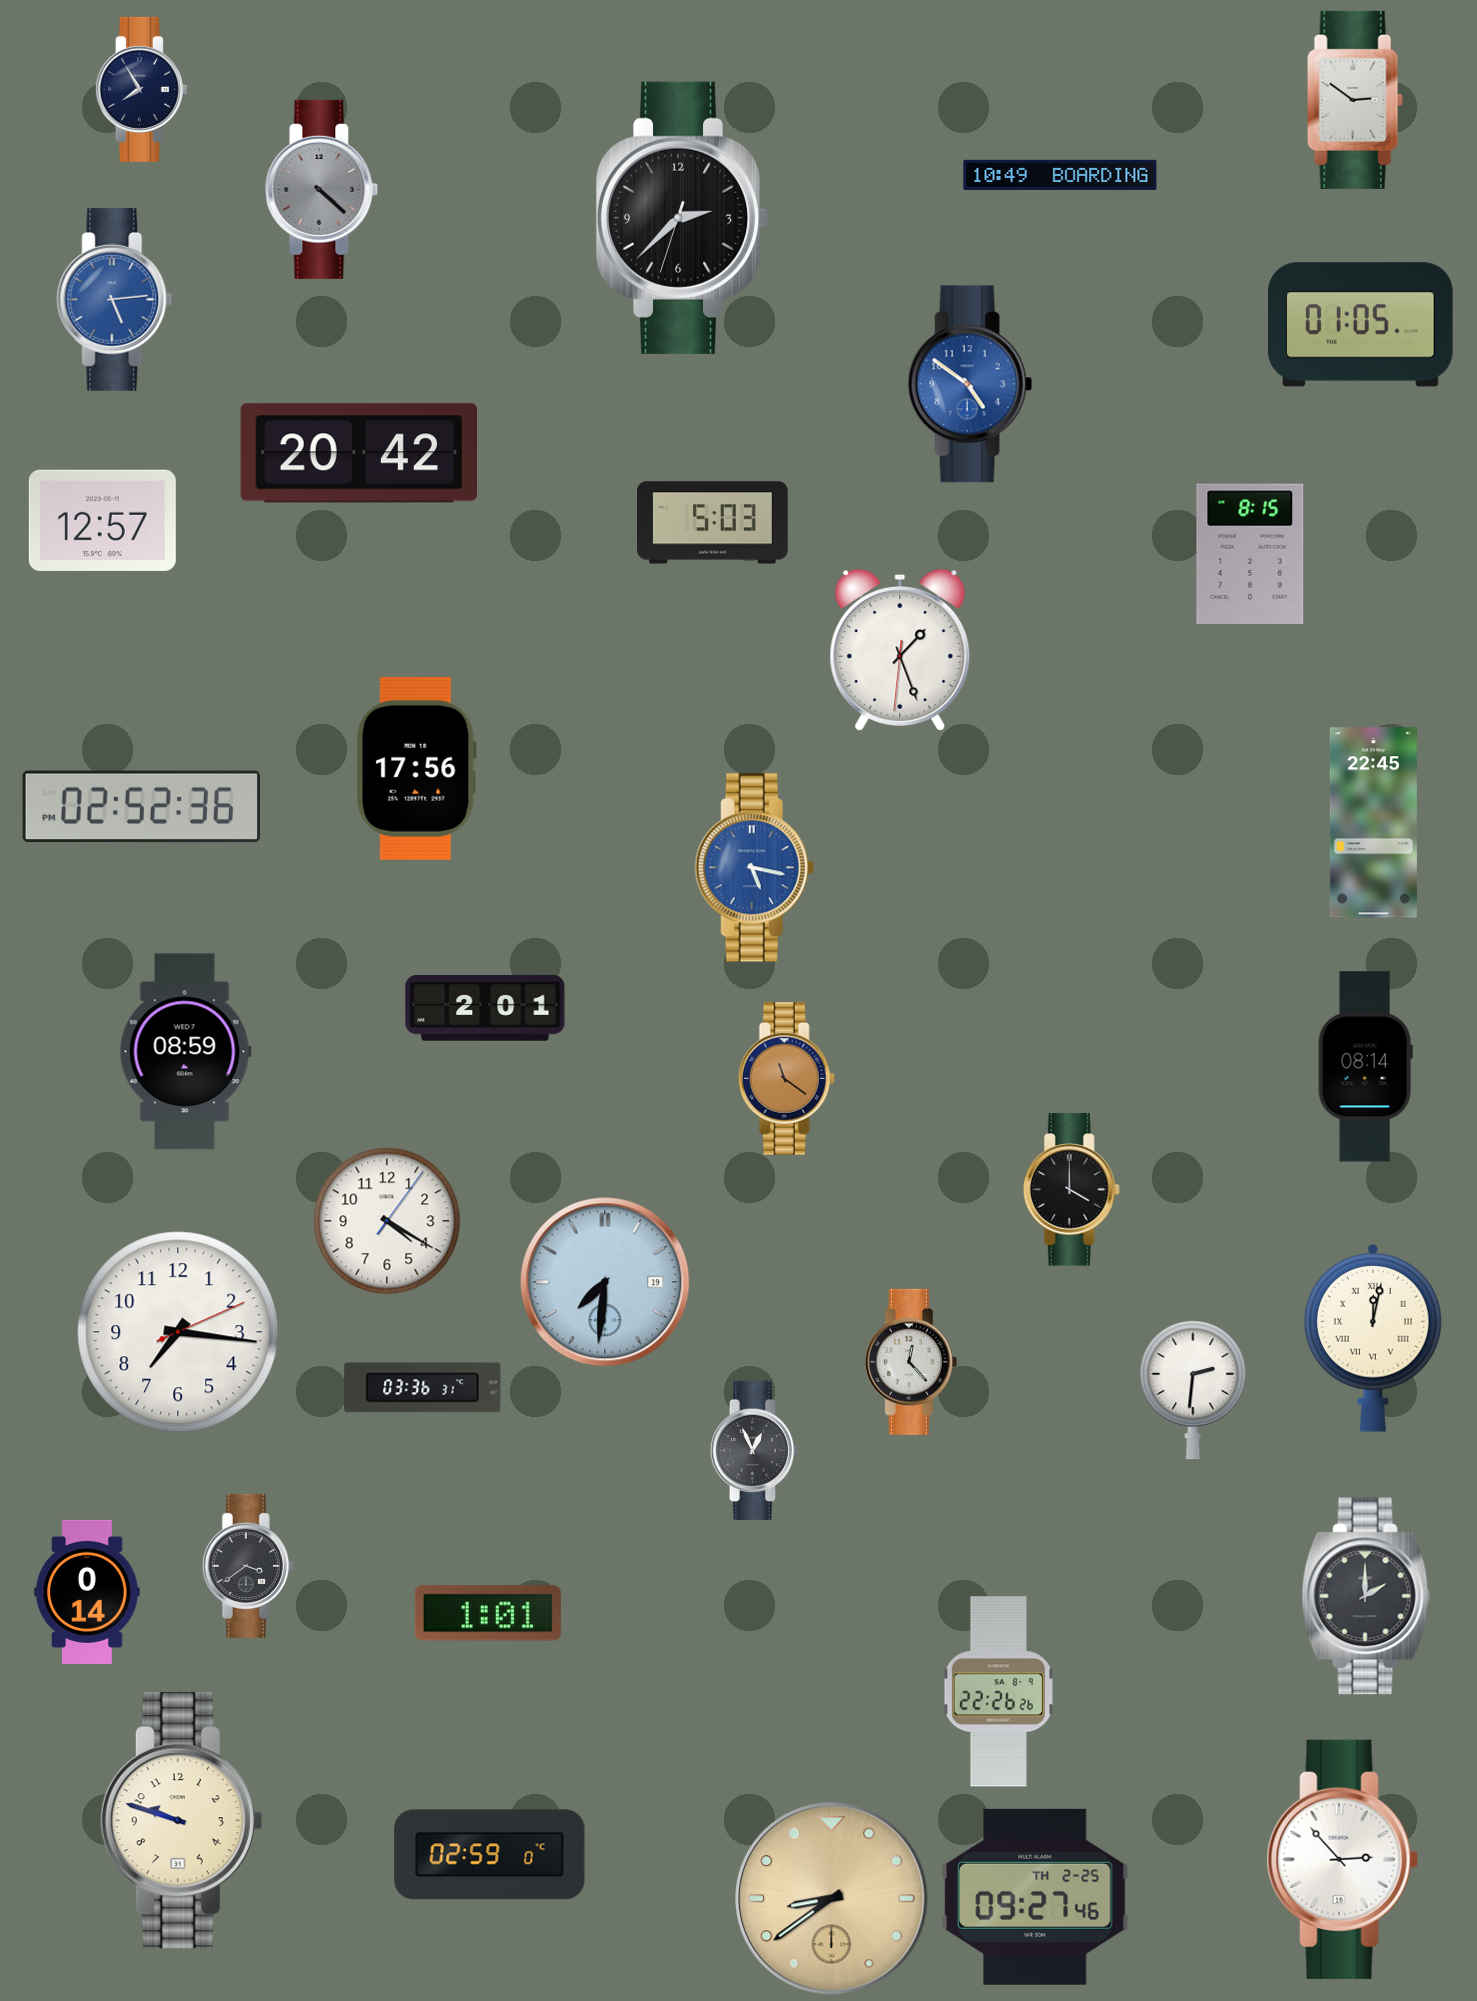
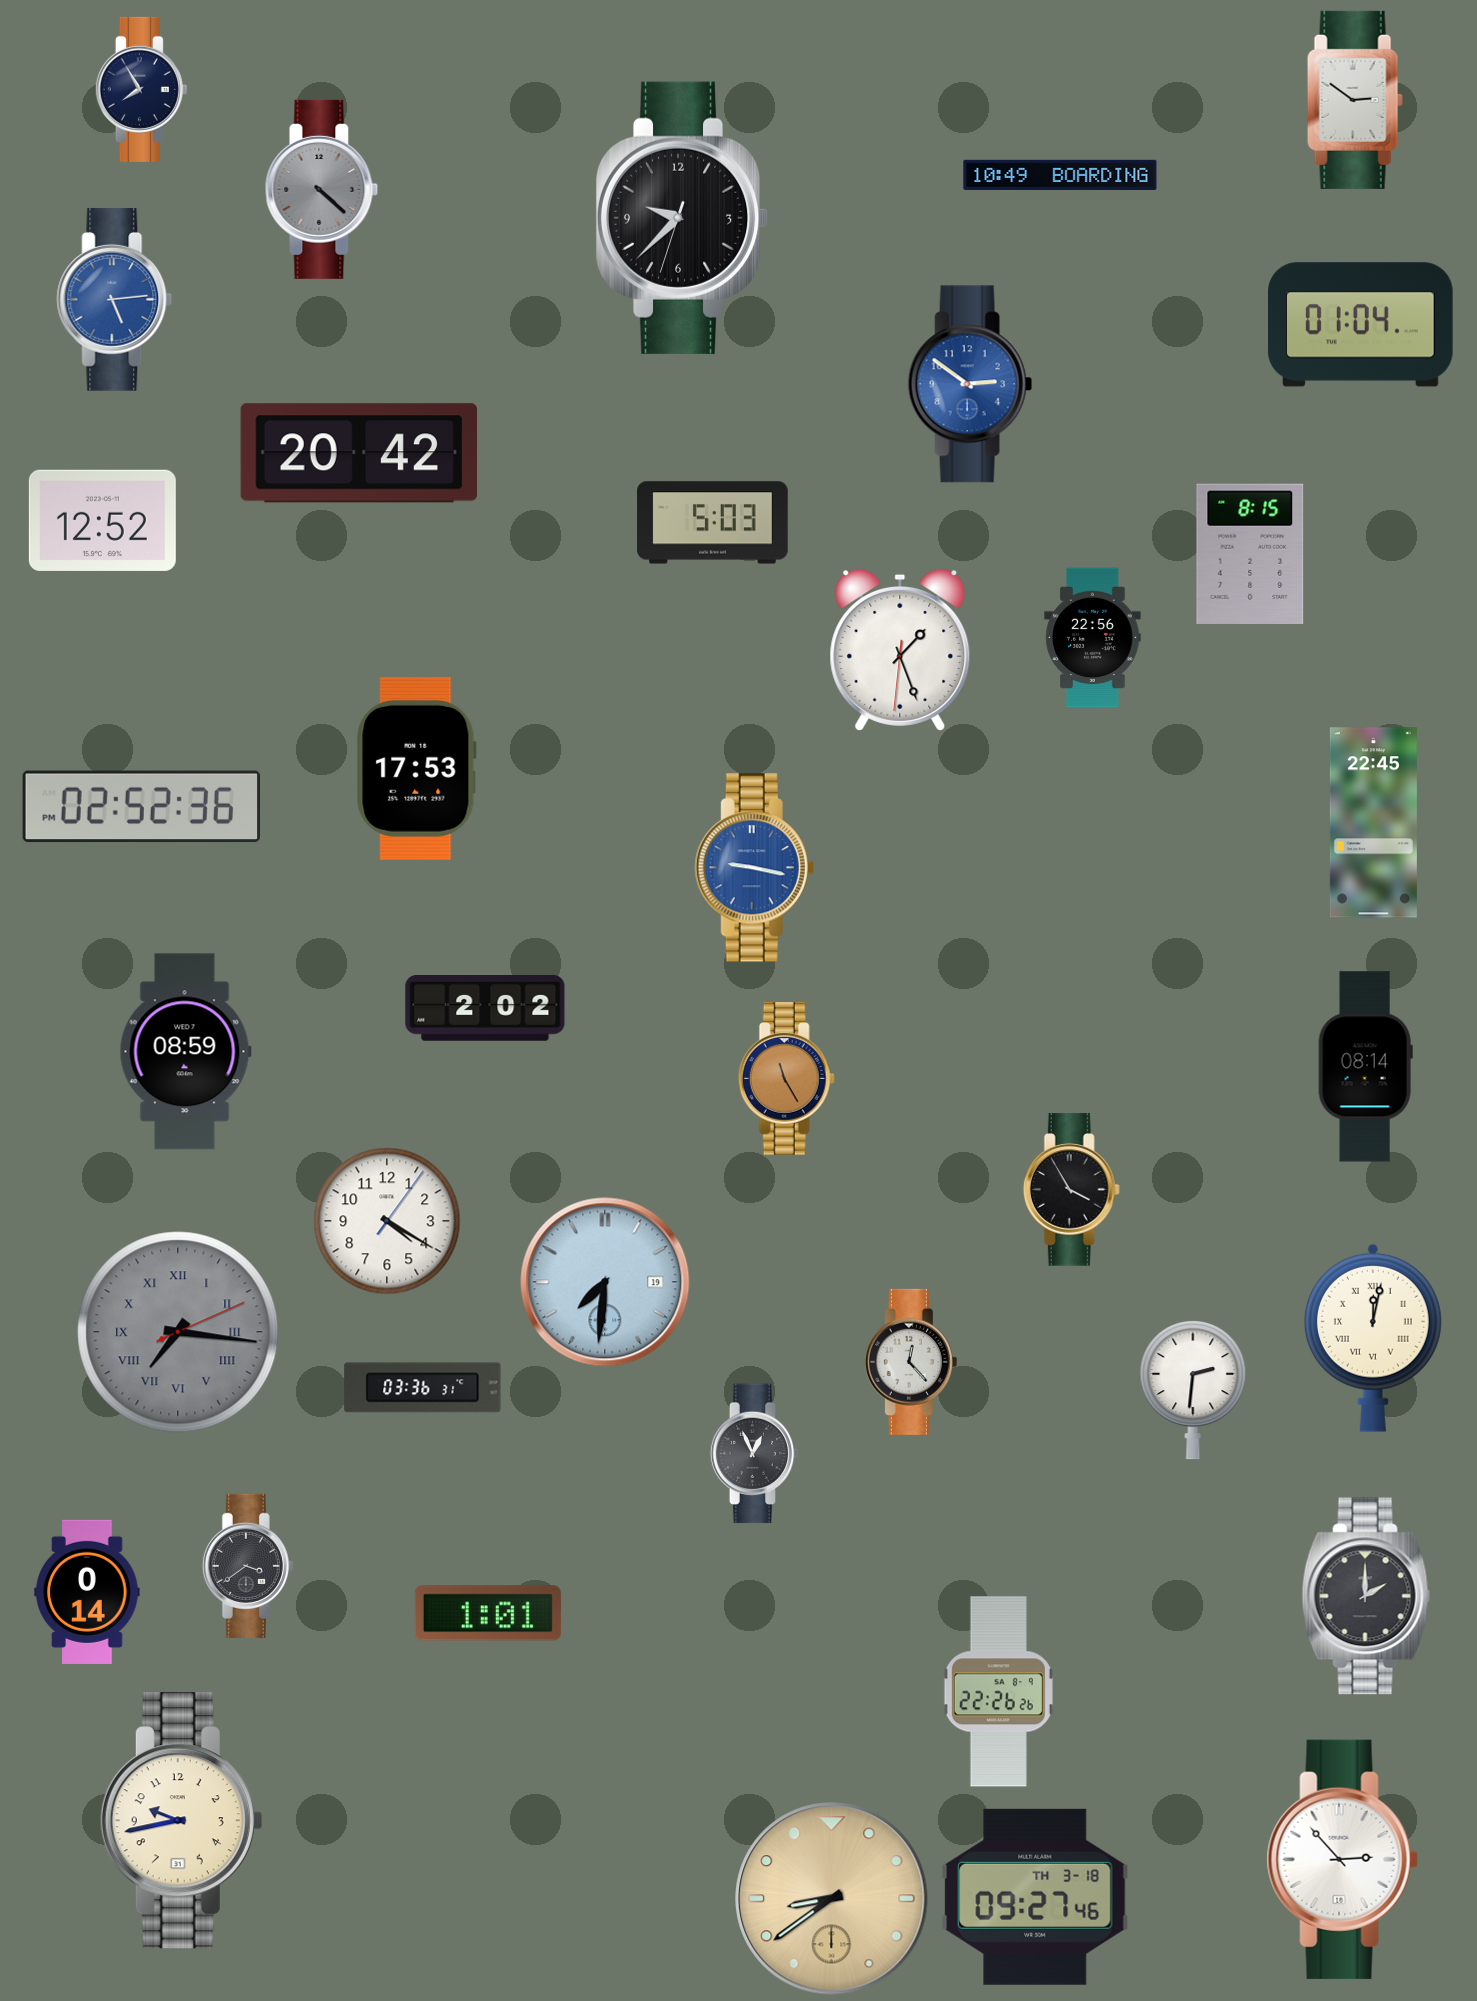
clock at (682, 218): 2:37 -> 9:37
clock at (1361, 325): 01:05 -> 01:04
clock at (970, 384): 4:51 -> 2:51
clock at (102, 520): 12:57 -> 12:52
clock at (1093, 638): none -> 22:56
clock at (416, 768): 17:56 -> 17:53
clock at (754, 868): 5:17 -> 9:17
clock at (485, 1008): 2:01 -> 2:02
clock at (786, 1079): 11:21 -> 11:25
clock at (1071, 1190): 4:00 -> 3:55
clock at (178, 1332) dial: white -> grey
clock at (178, 1332) numerals: Arabic -> Roman
clock at (755, 1451) position: (755, 1451) -> (755, 1454)
clock at (181, 1821): 9:48 -> 9:43
clock at (490, 1855): 02:59 -> none
clock at (1035, 1897) date: TH 2-25 -> TH 3-18
